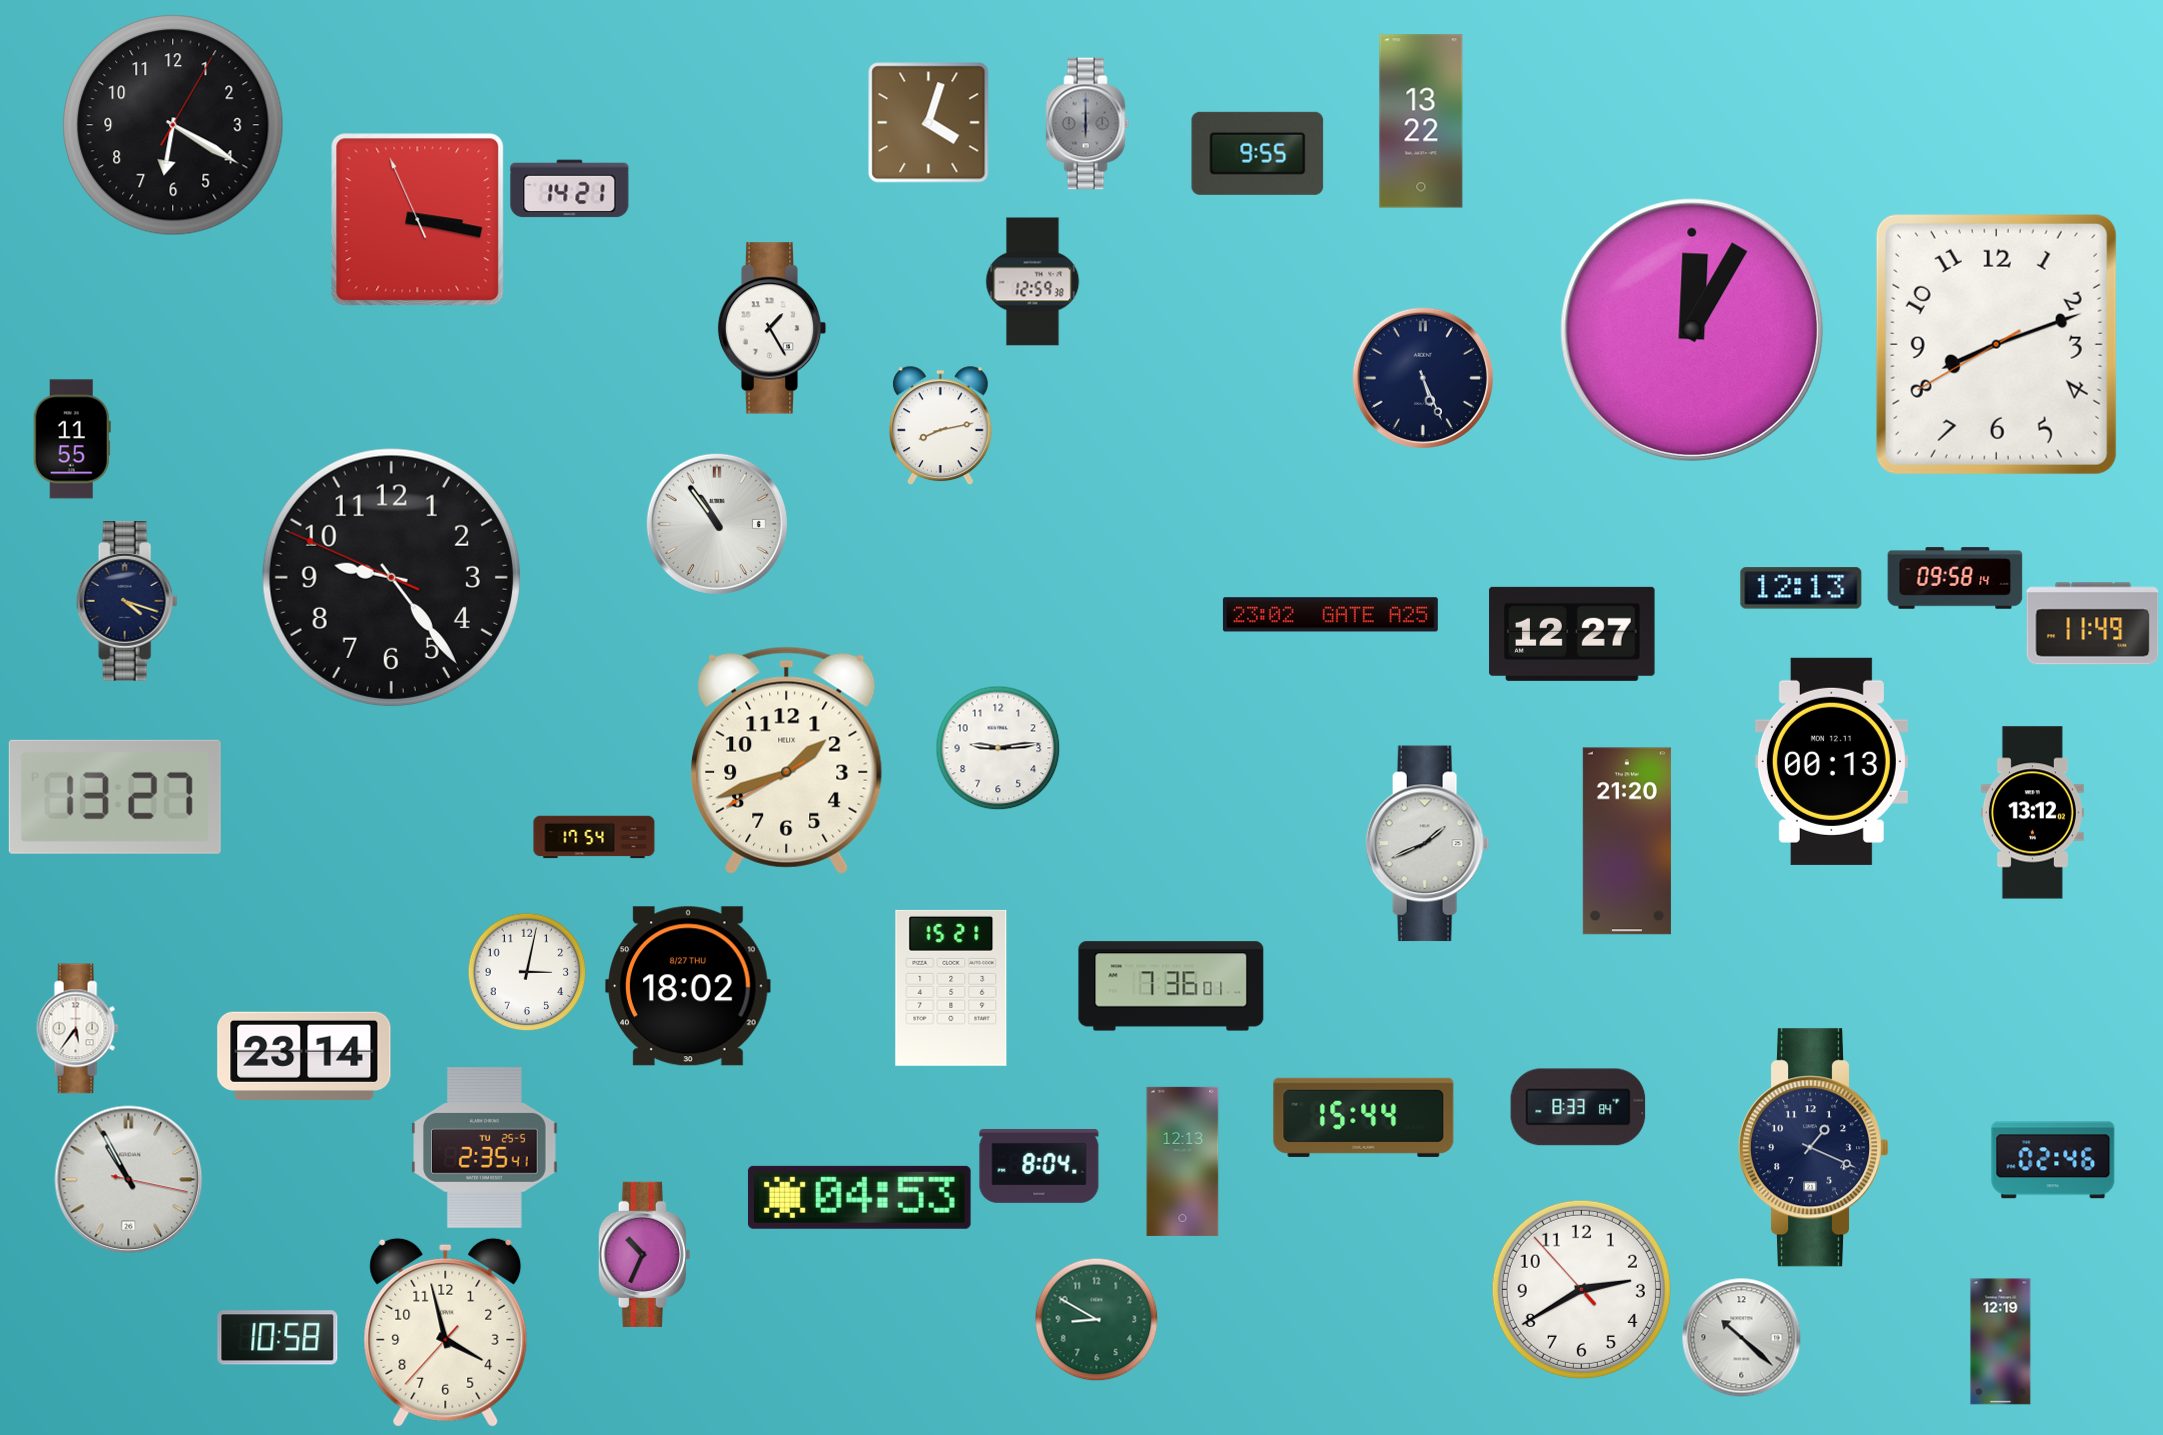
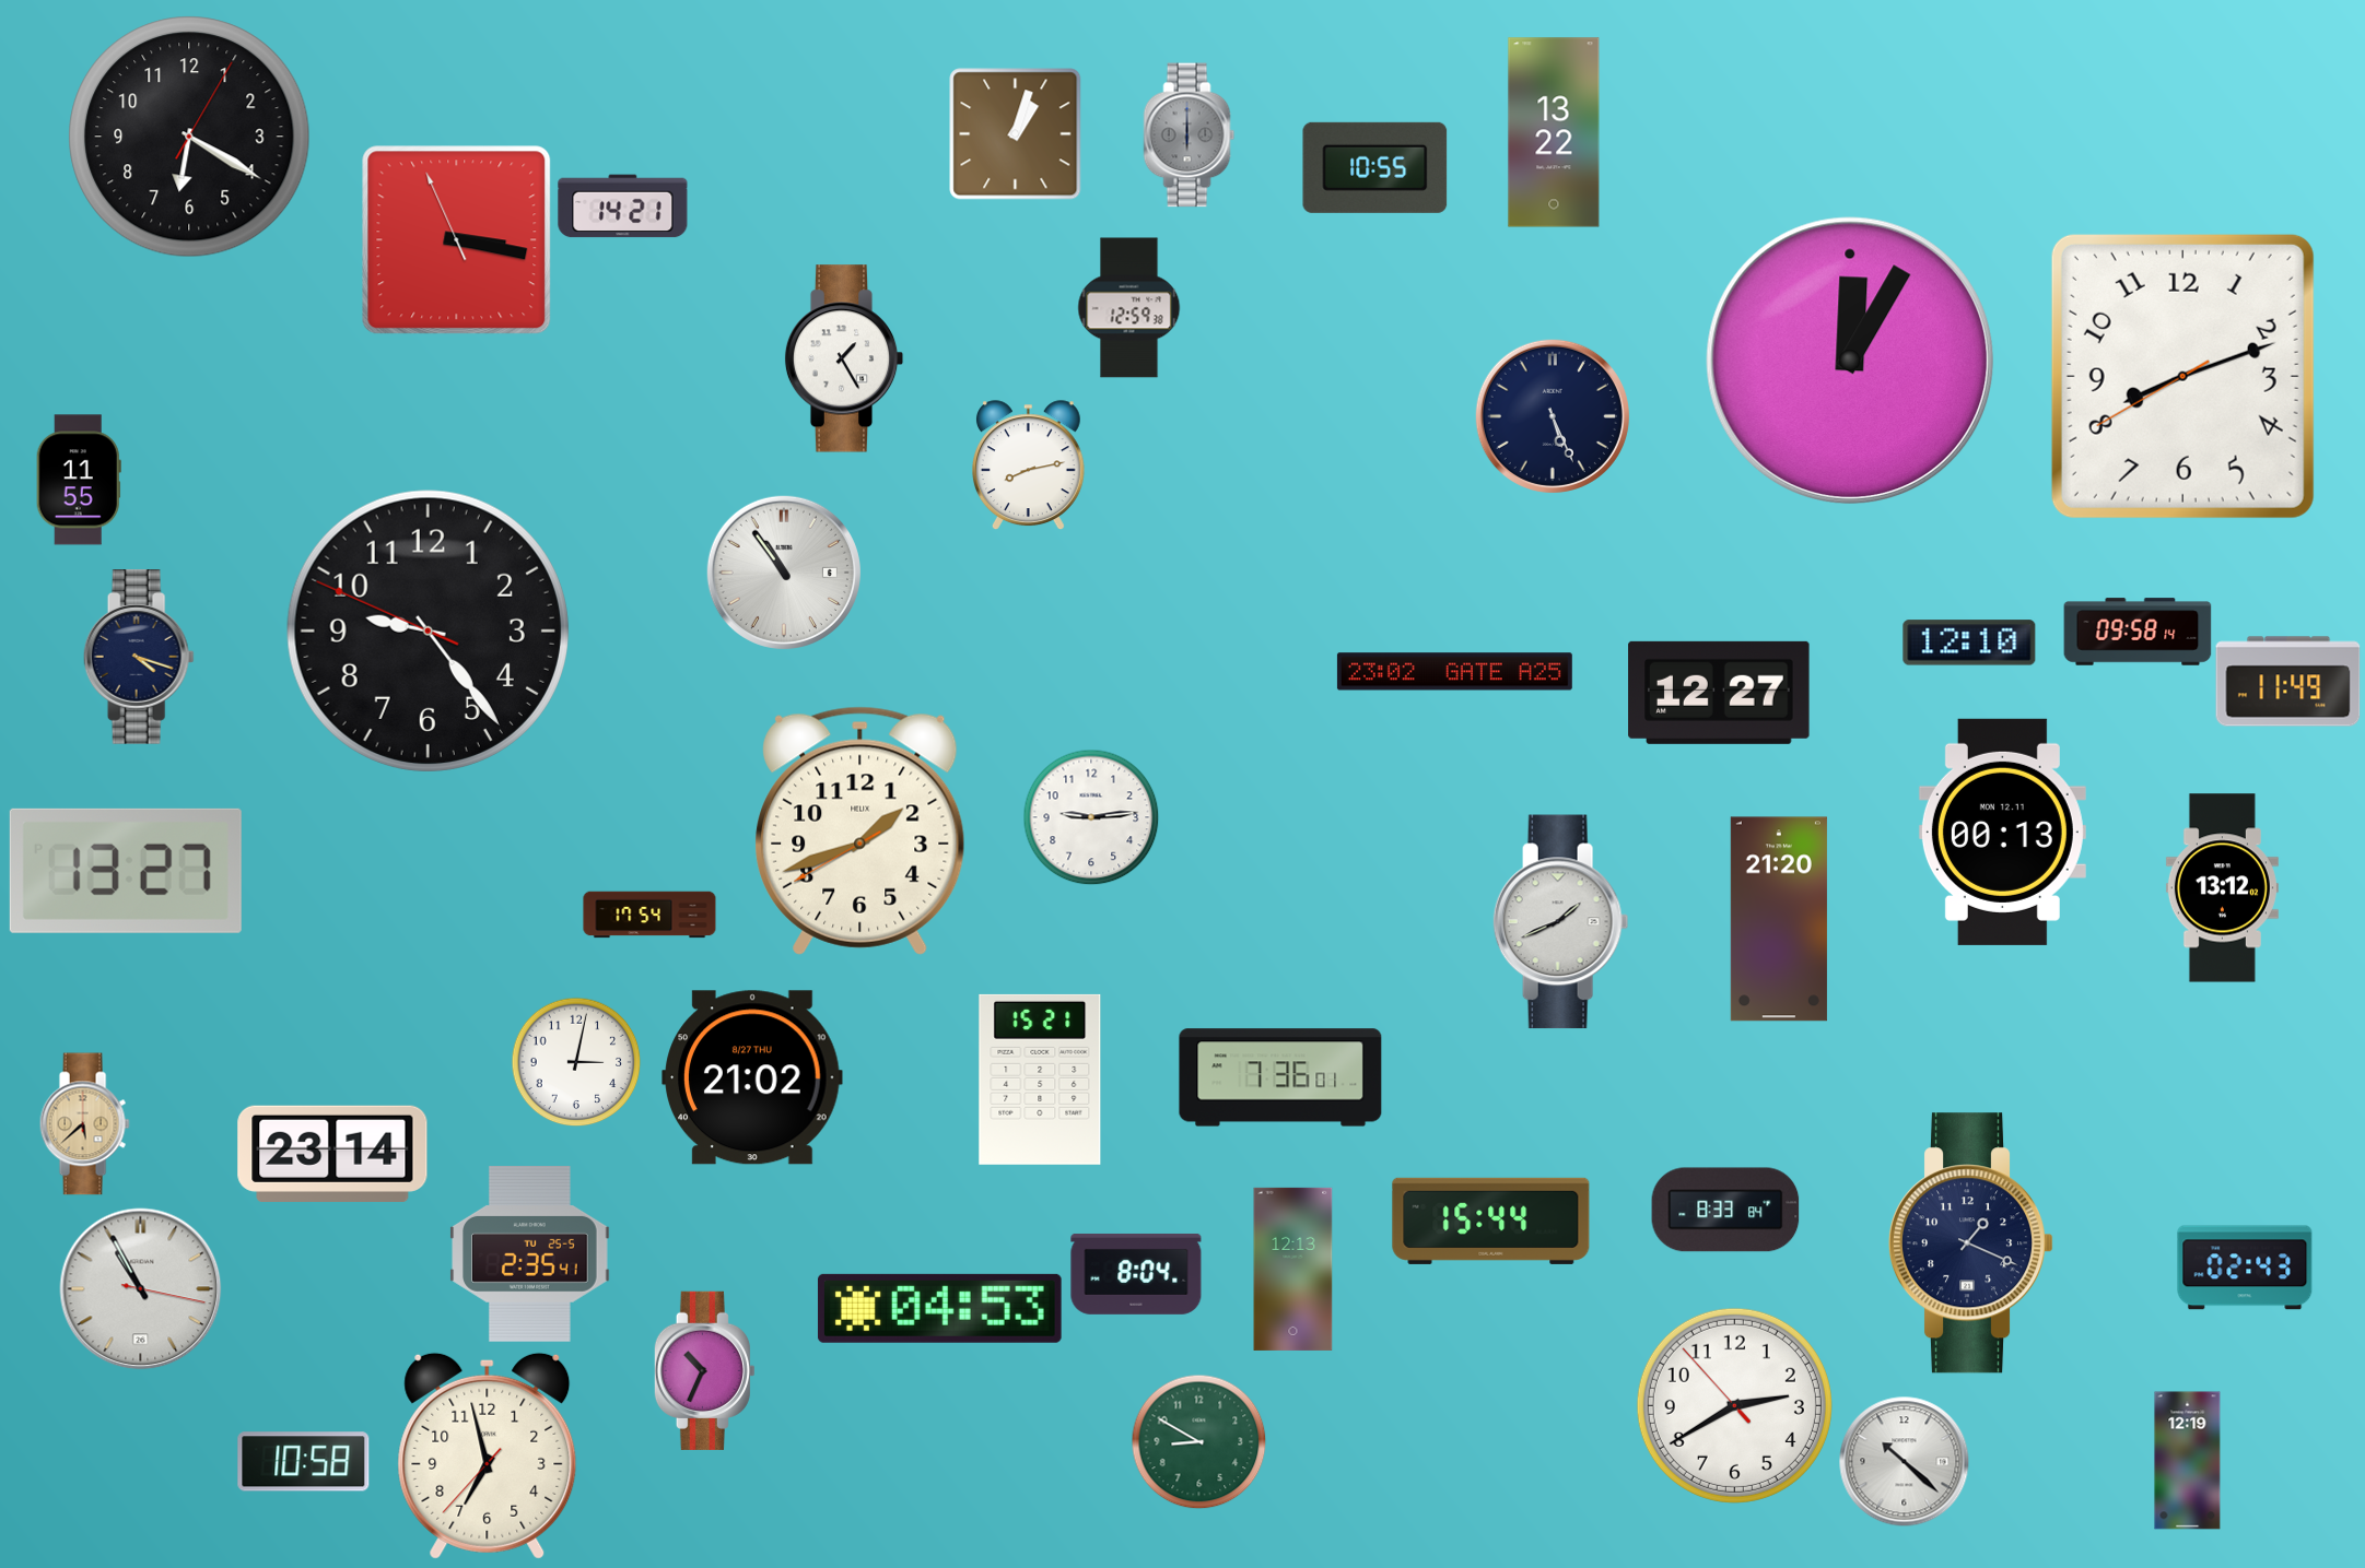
clock at (929, 123): 4:03 -> 1:03
clock at (1258, 153): 9:55 -> 10:55
clock at (1423, 378) position: (1423, 378) -> (1553, 416)
clock at (1801, 588): 12:13 -> 12:10
clock at (688, 986): 18:02 -> 21:02
clock at (77, 1029): 5:36 -> 5:38
clock at (77, 1029) dial: white -> champagne
clock at (1814, 1148) position: (1814, 1148) -> (1971, 1243)
clock at (2053, 1160): 02:46 -> 02:43
clock at (1581, 1289) position: (1581, 1289) -> (1734, 1405)
clock at (446, 1332): 3:57 -> 6:57
clock at (2001, 1342) position: (2001, 1342) -> (2188, 1461)
